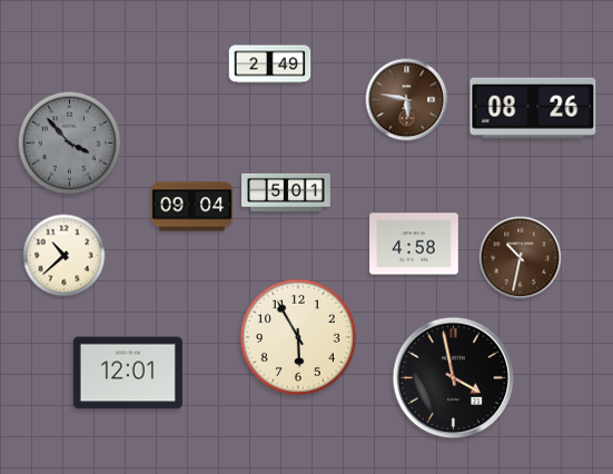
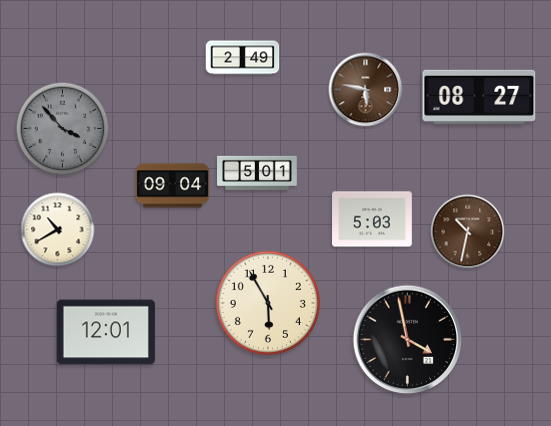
clock at (533, 108): 08:26 -> 08:27
clock at (414, 244): 4:58 -> 5:03
clock at (65, 256): 10:38 -> 10:40
clock at (128, 373) position: (128, 373) -> (106, 332)
